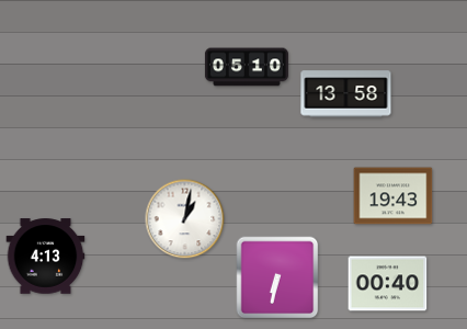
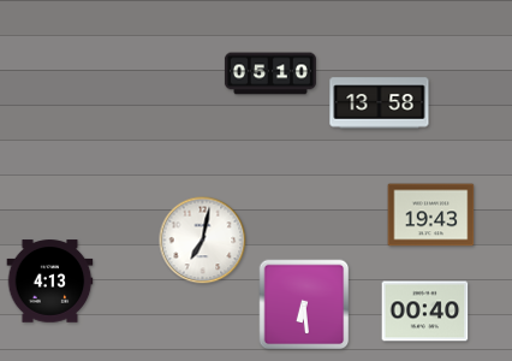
clock at (185, 219): 1:02 -> 7:02
clock at (277, 277): 6:32 -> 6:29
